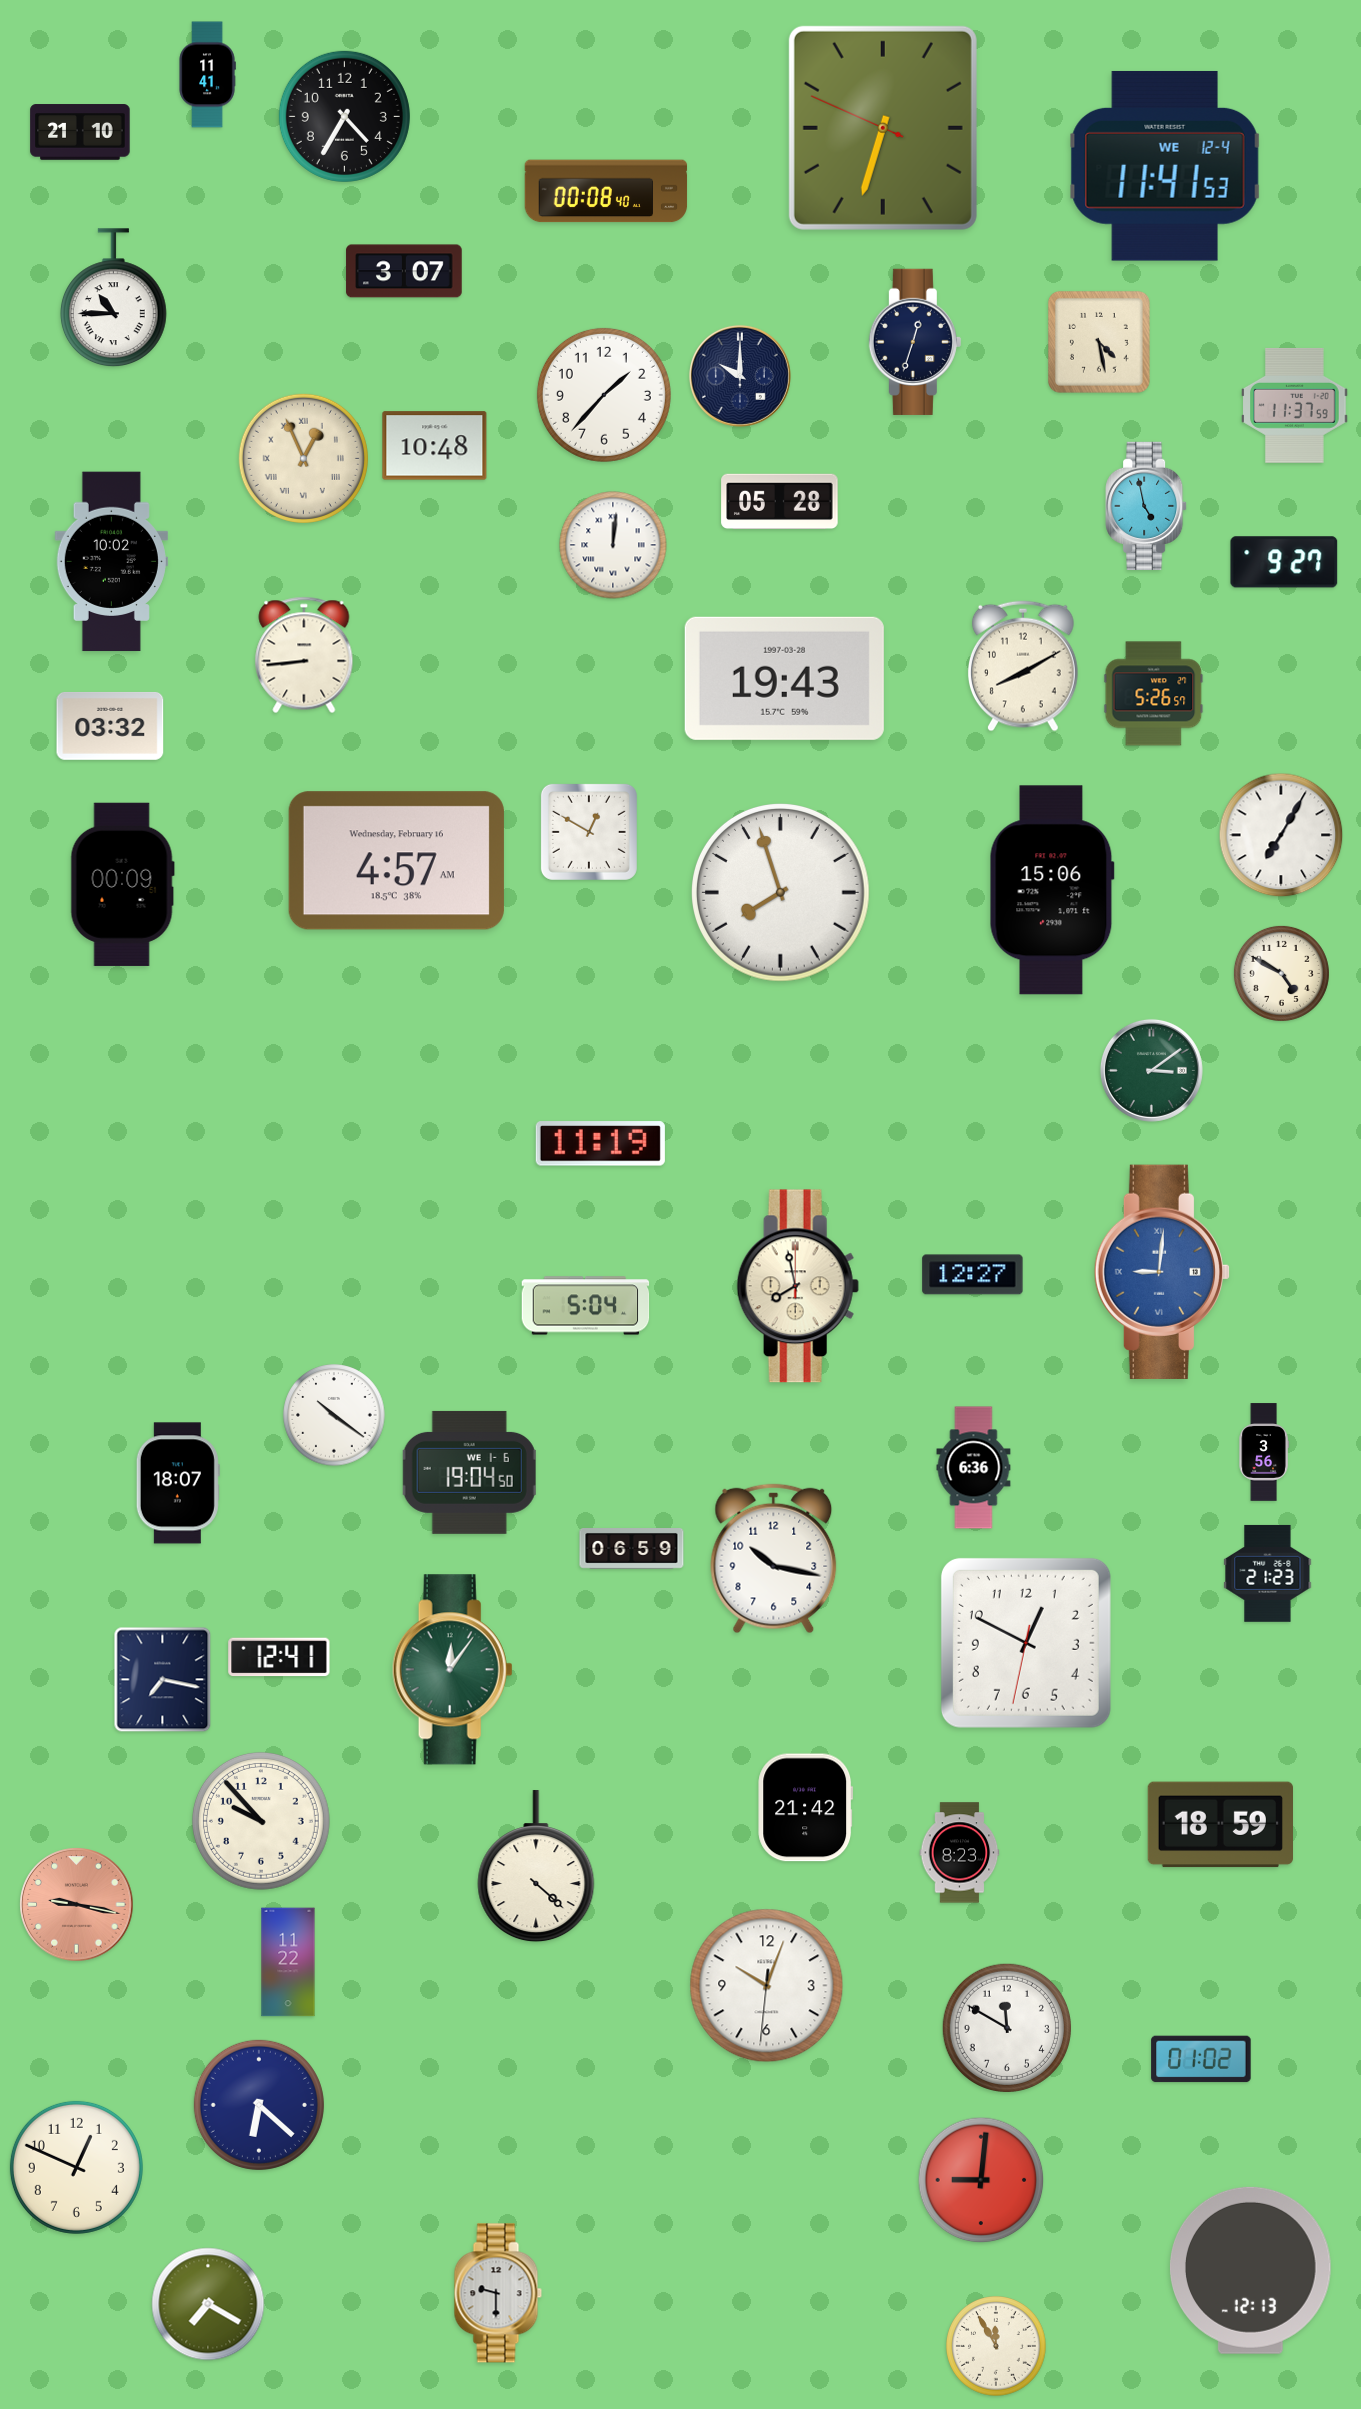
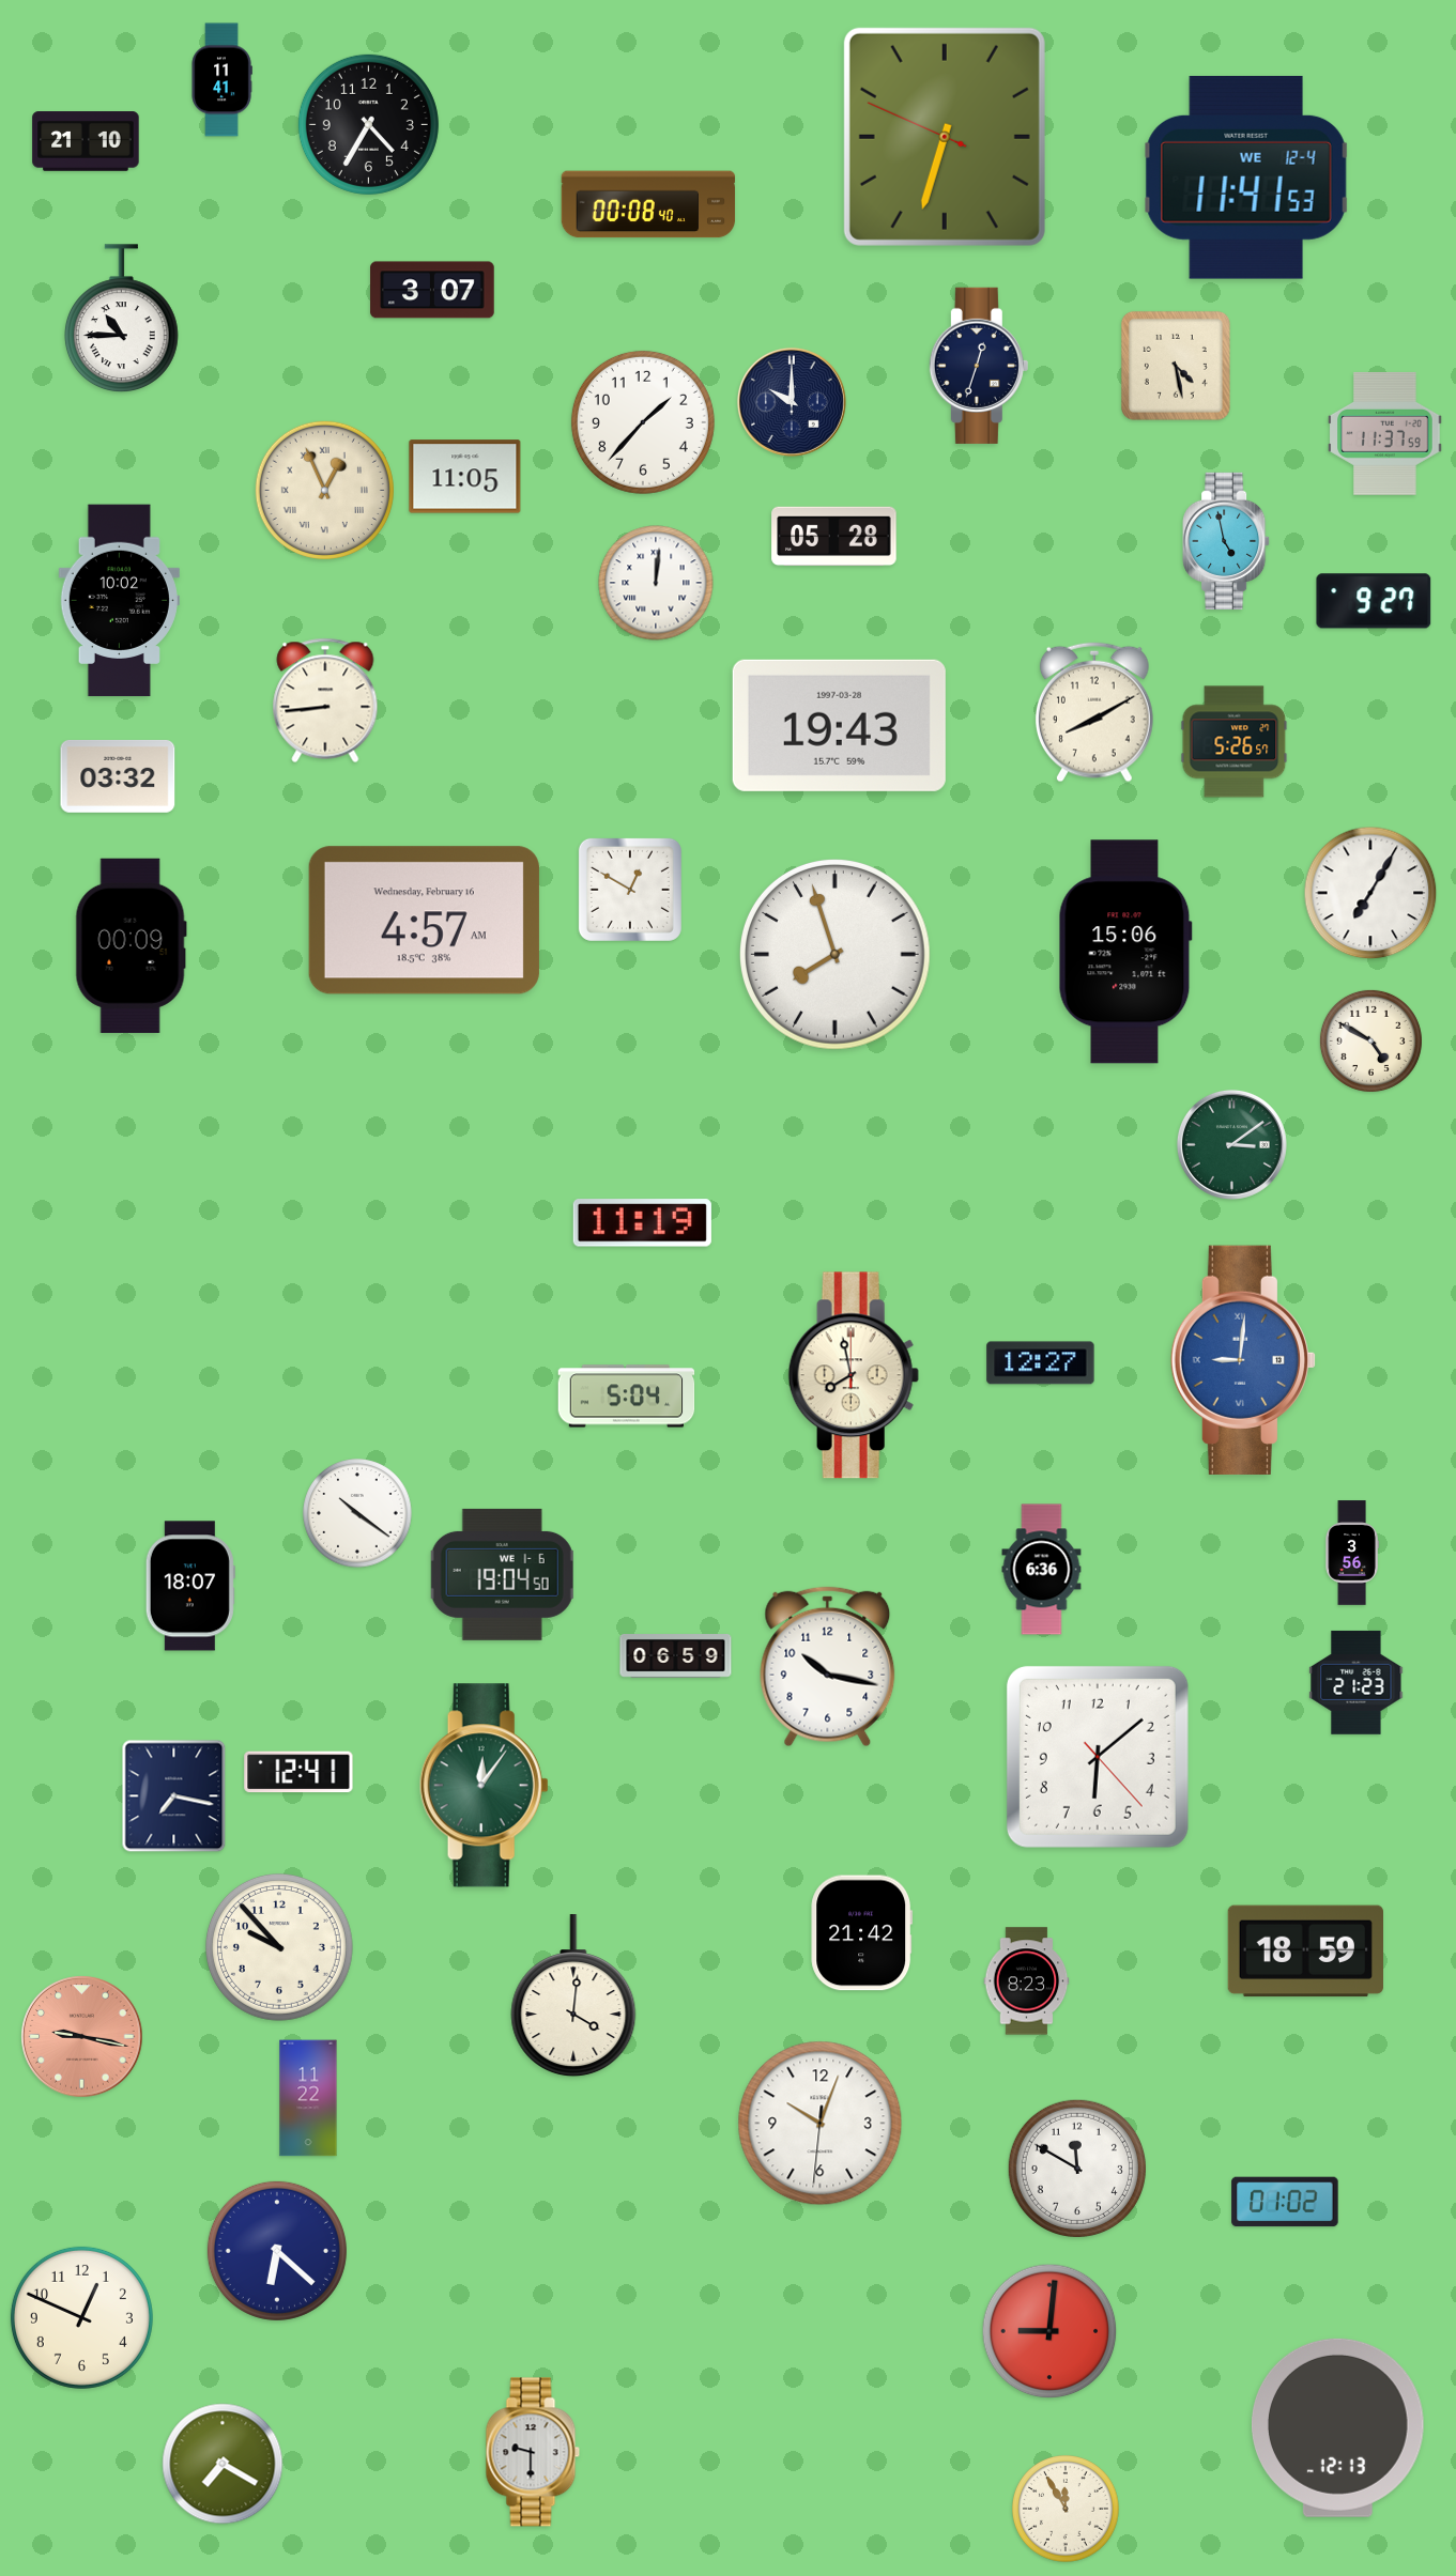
clock at (604, 395) position: (604, 395) -> (643, 422)
clock at (435, 446): 10:48 -> 11:05
clock at (1026, 1643): 12:49 -> 6:08
clock at (536, 1867): 4:22 -> 4:01
